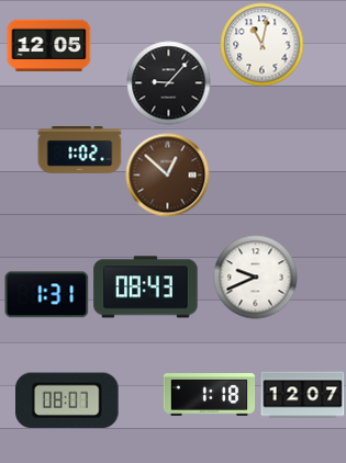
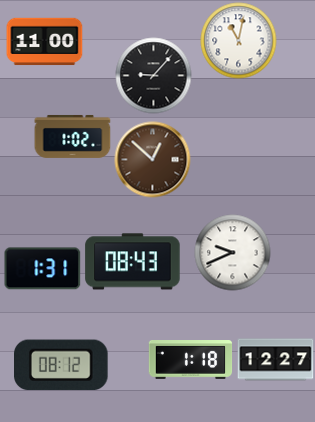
clock at (49, 46): 12:05 -> 11:00
clock at (303, 395): 12:07 -> 12:27
clock at (68, 400): 08:07 -> 08:12
